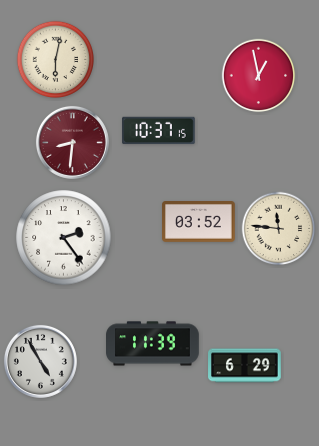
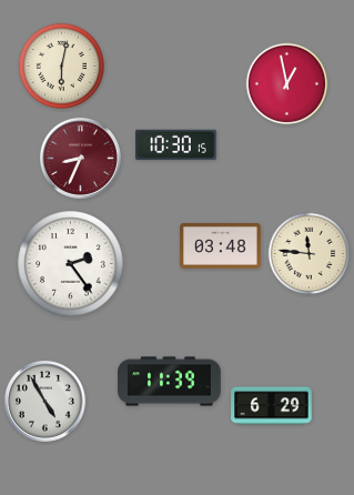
clock at (159, 131): 10:37 -> 10:30
clock at (72, 142): 8:31 -> 8:34
clock at (199, 222): 03:52 -> 03:48
